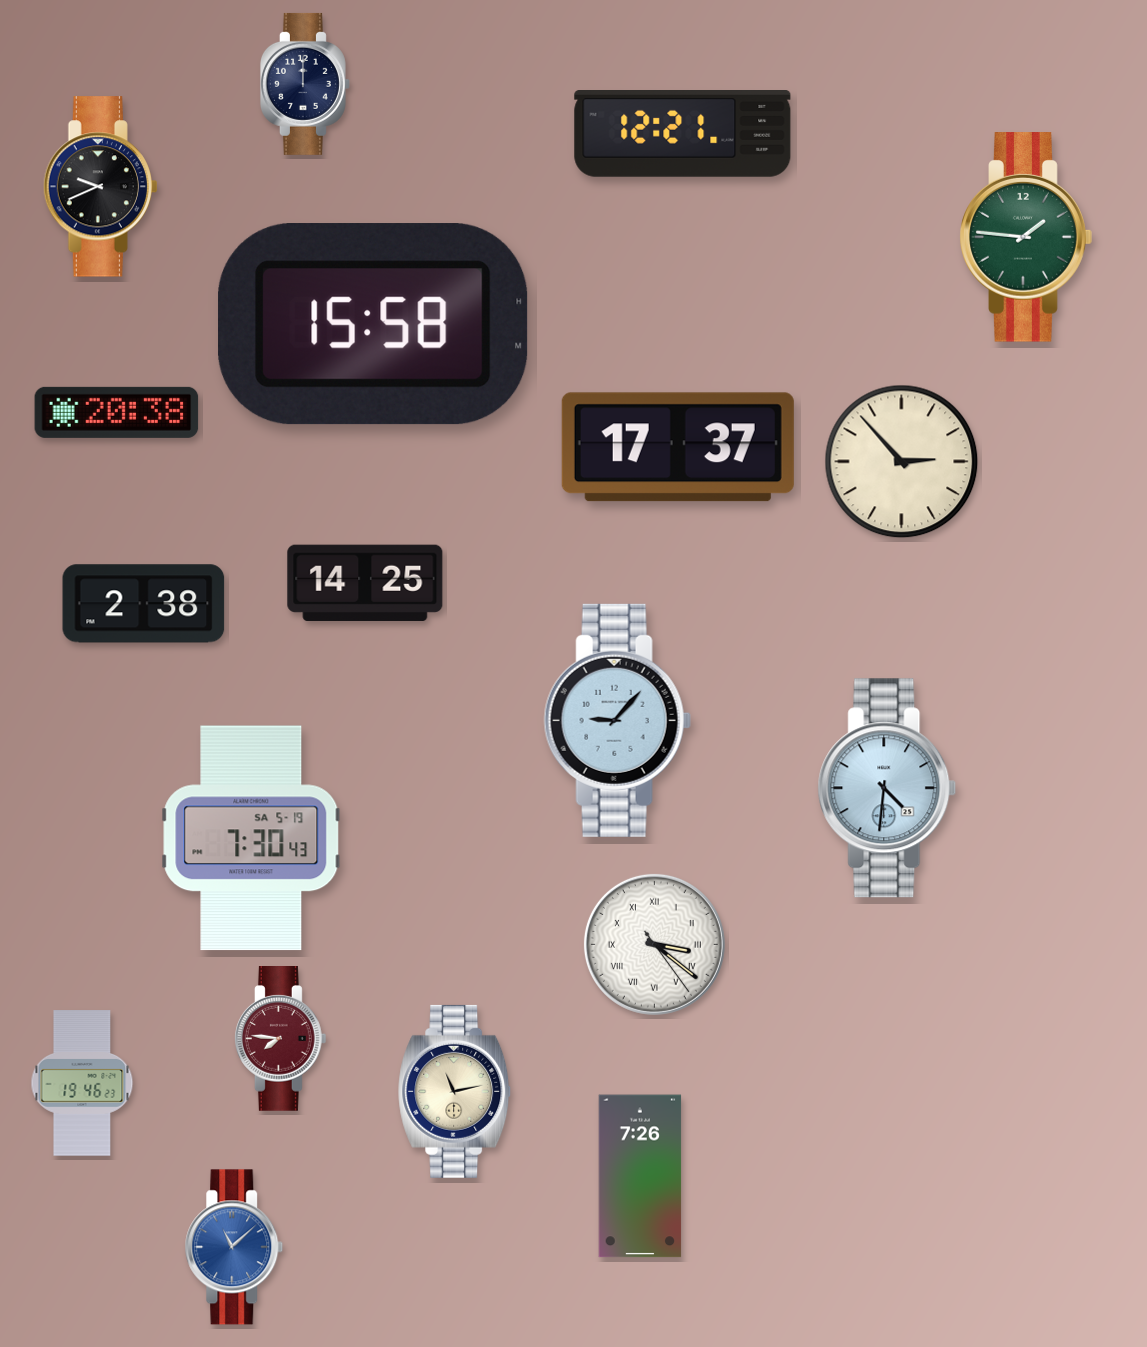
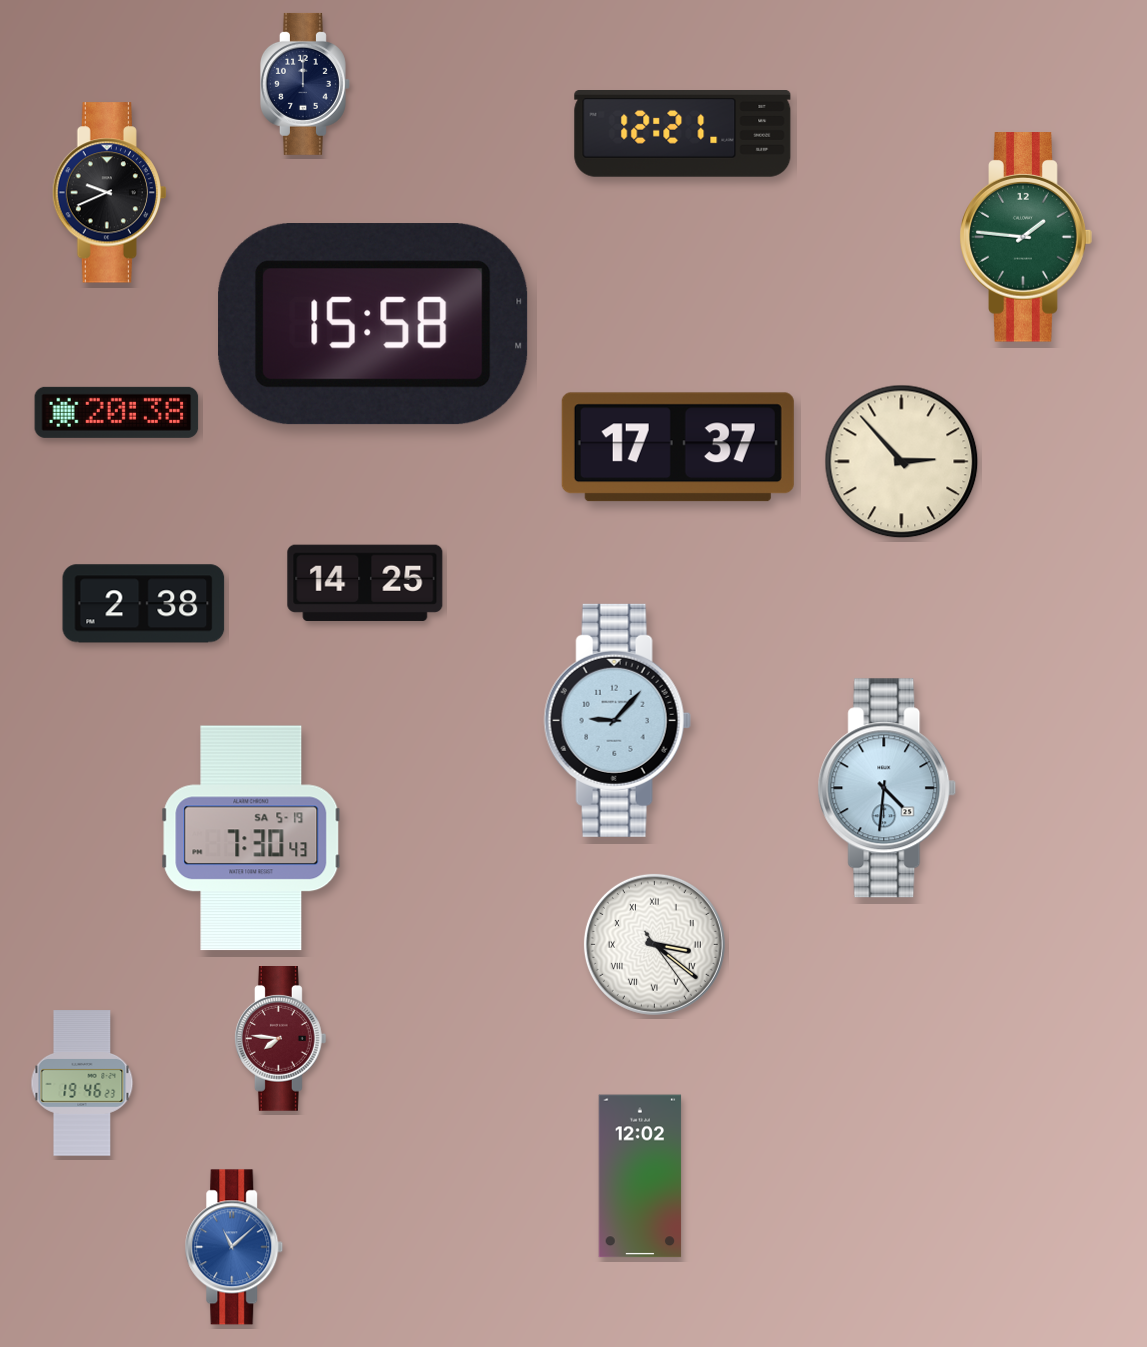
clock at (100, 187) position: (100, 187) -> (109, 193)
clock at (455, 1091): 11:13 -> none
clock at (640, 1176): 7:26 -> 12:02
